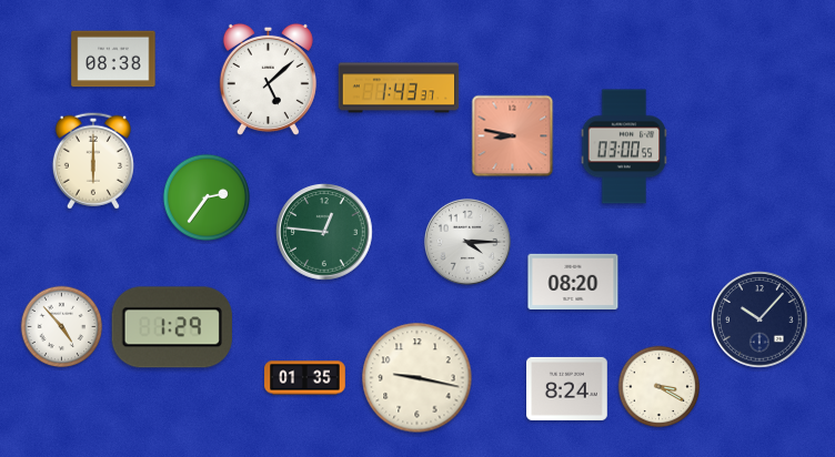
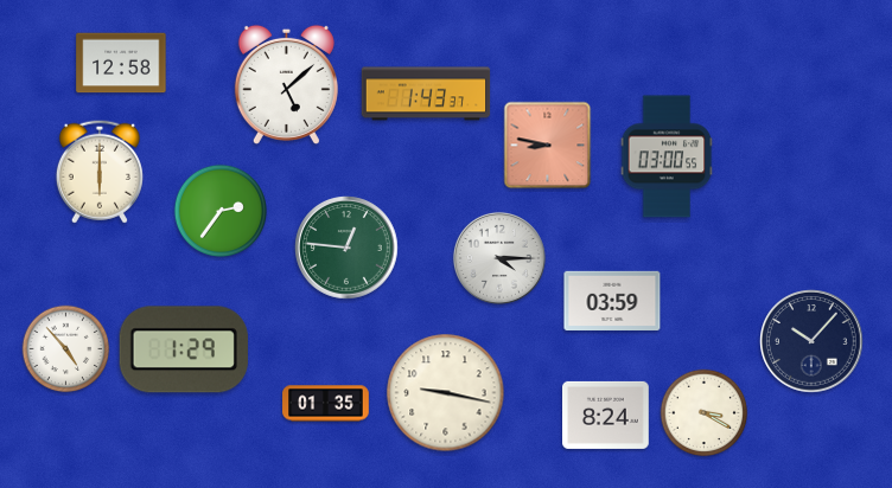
clock at (113, 59): 08:38 -> 12:58
clock at (573, 281): 08:20 -> 03:59
clock at (417, 378) position: (417, 378) -> (446, 393)
